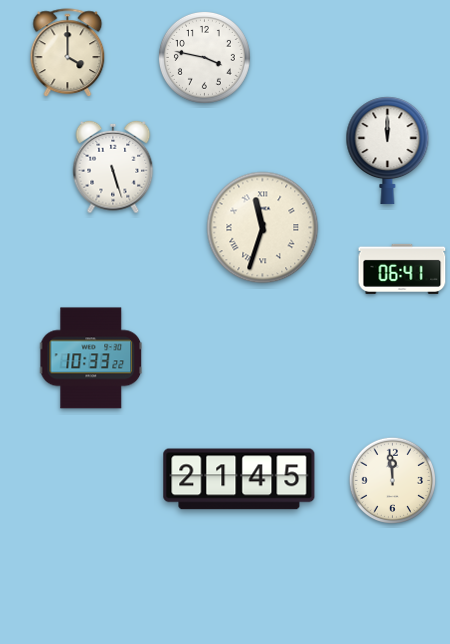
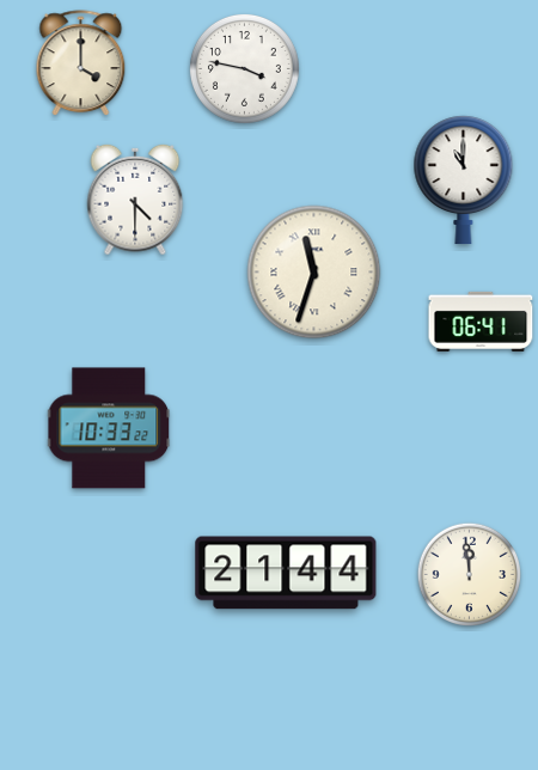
clock at (388, 151): 12:00 -> 11:00
clock at (113, 167): 5:27 -> 4:30
clock at (239, 479): 21:45 -> 21:44
